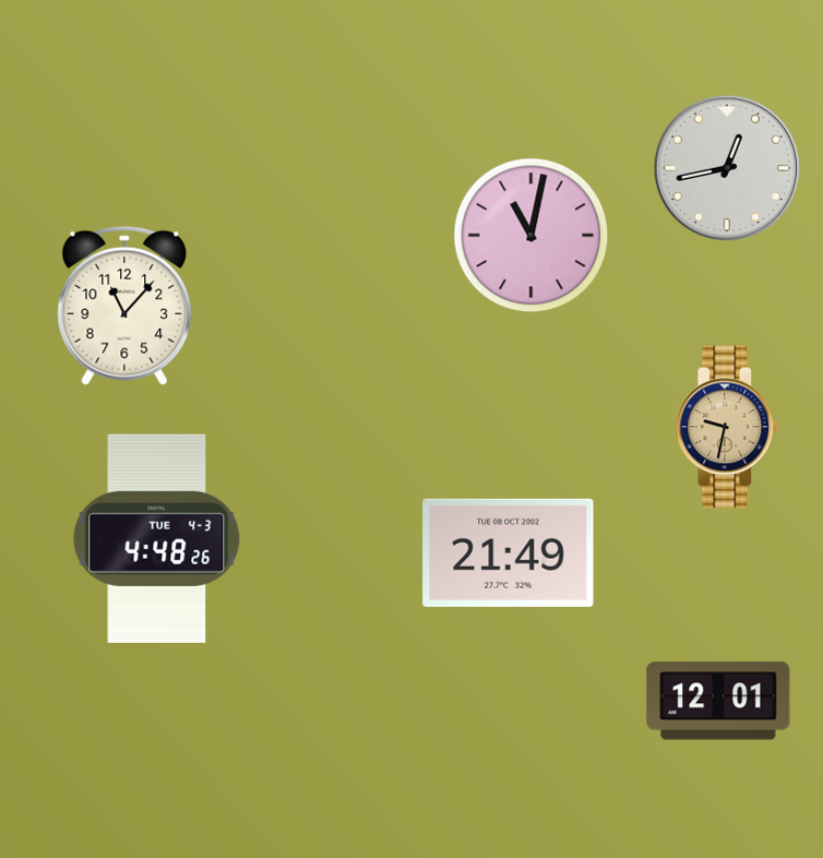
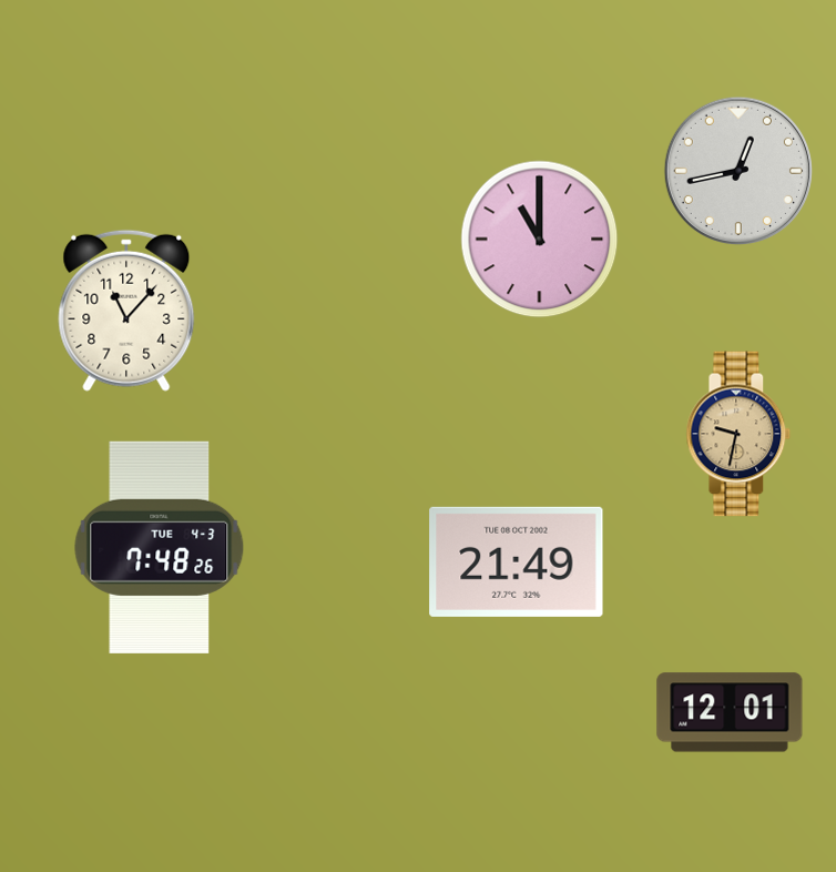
clock at (532, 236): 11:02 -> 11:00
clock at (157, 538): 4:48 -> 7:48
